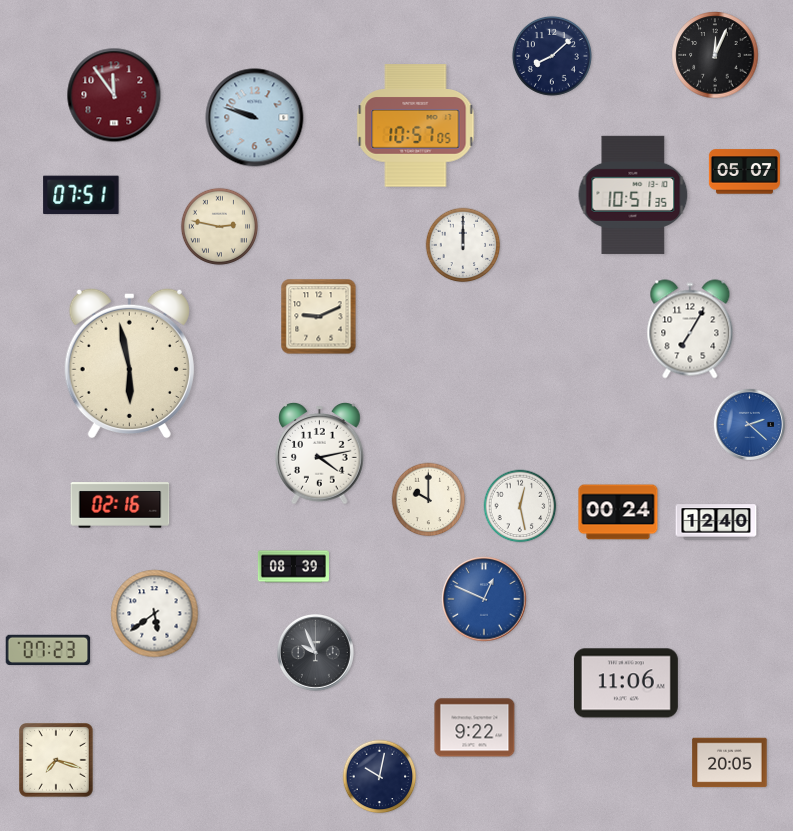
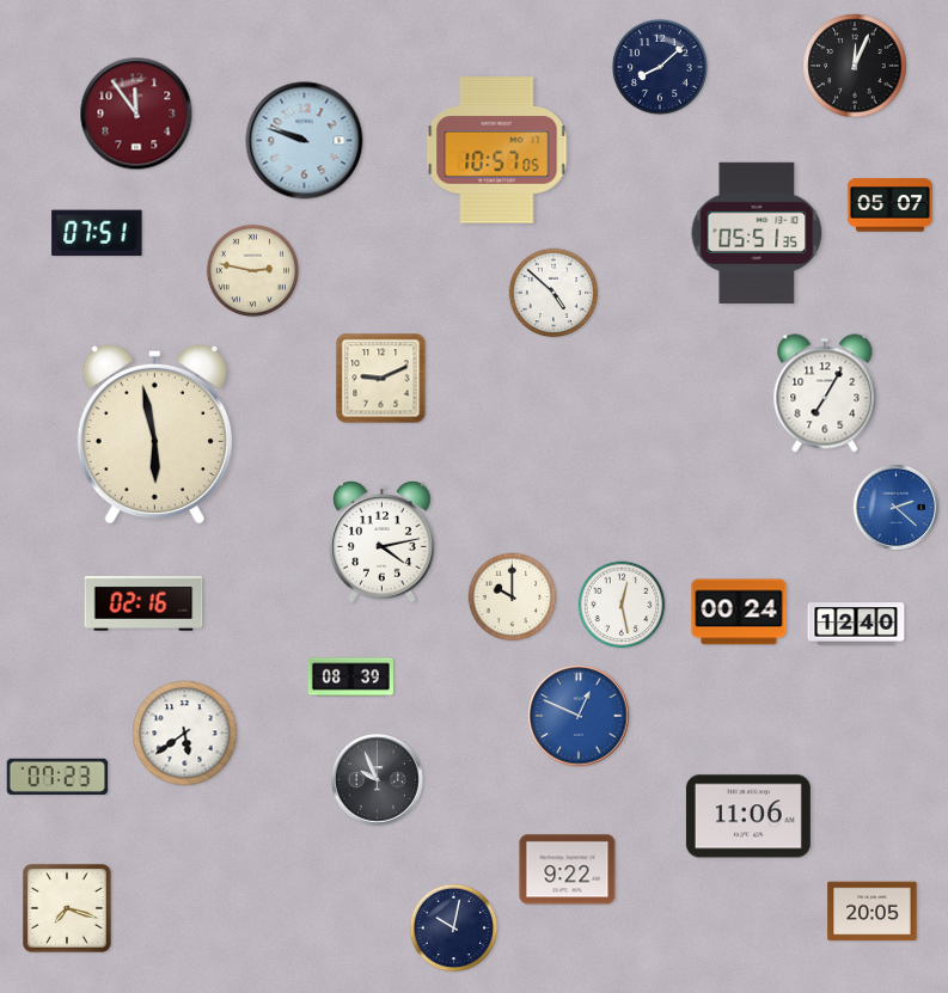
clock at (633, 195): 10:51 -> 05:51
clock at (219, 226) position: (219, 226) -> (252, 270)
clock at (463, 245): 12:00 -> 4:52
